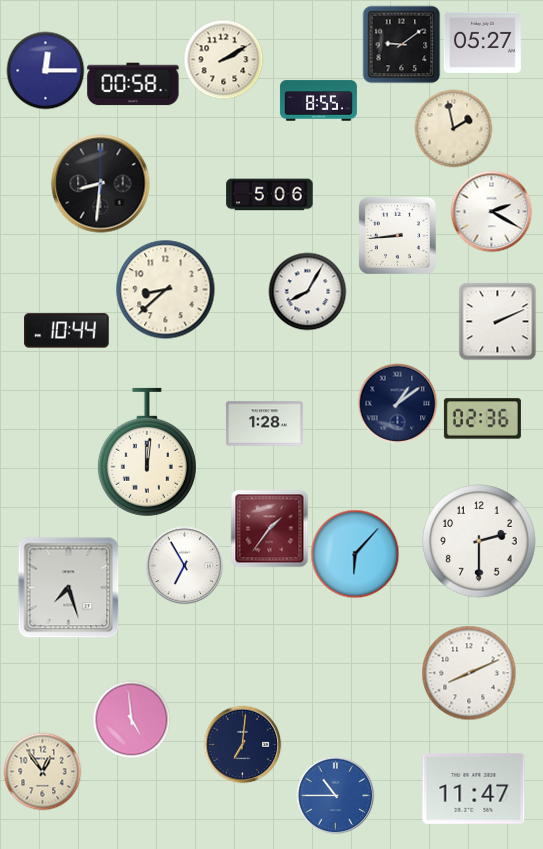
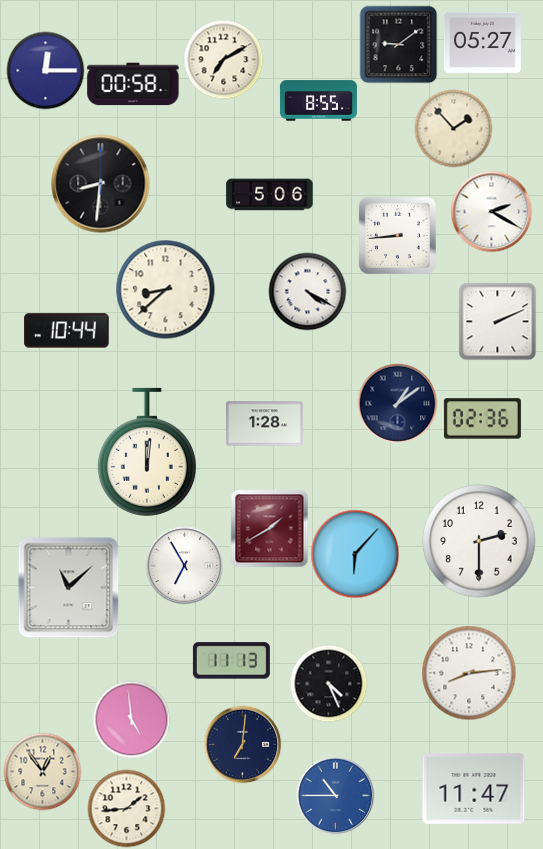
clock at (401, 44) position: (401, 44) -> (398, 44)
clock at (223, 59): 2:10 -> 7:10
clock at (453, 128): 1:58 -> 1:53
clock at (307, 291): 8:05 -> 4:20
clock at (269, 528): 1:36 -> 1:40
clock at (68, 587): 7:27 -> 11:08
clock at (231, 661): none -> 11:13
clock at (469, 673): 8:11 -> 8:14
clock at (328, 683): none -> 4:26
clock at (126, 808): none -> 1:44
